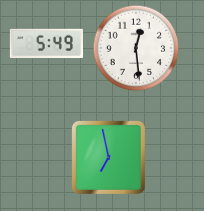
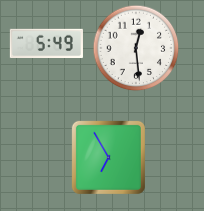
clock at (108, 157): 6:58 -> 6:55
